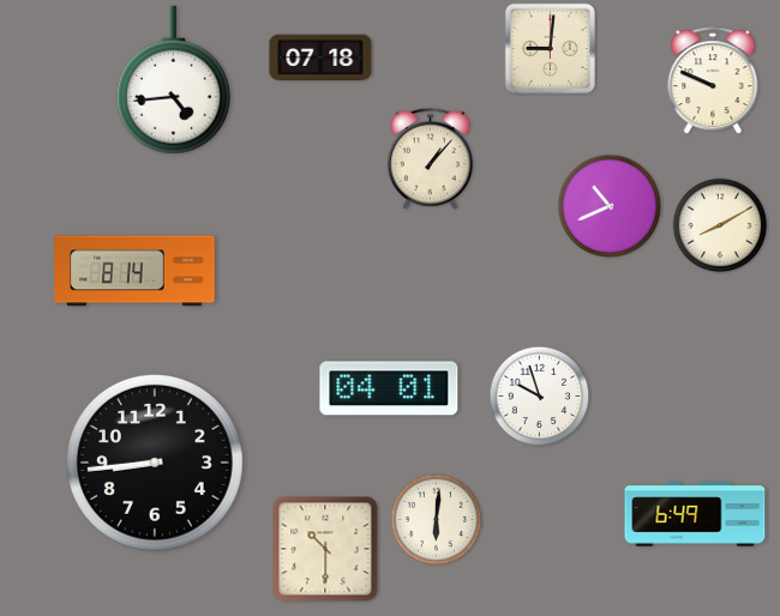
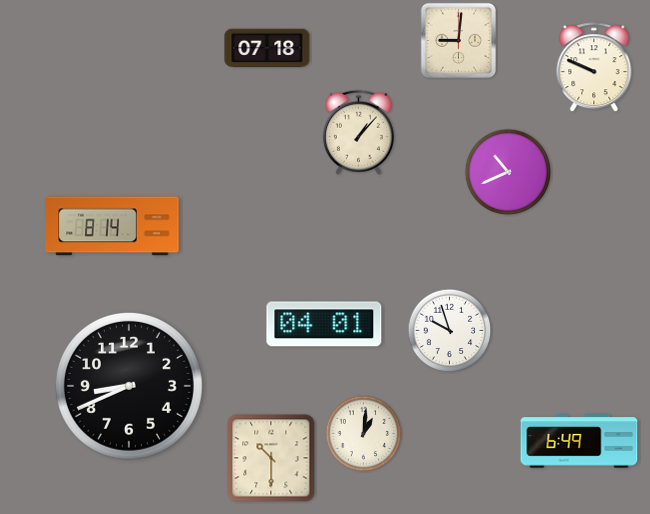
clock at (173, 80): 4:44 -> none
clock at (720, 225): 8:10 -> none
clock at (155, 463): 8:44 -> 8:41
clock at (695, 514) position: (695, 514) -> (579, 441)
clock at (437, 520): 6:01 -> 1:01
